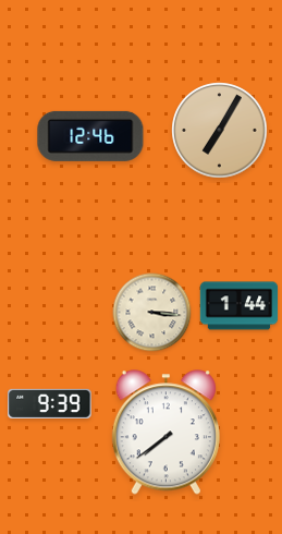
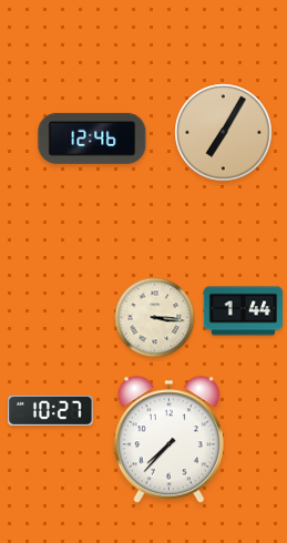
clock at (50, 403): 9:39 -> 10:27
clock at (165, 433): 7:39 -> 7:37
